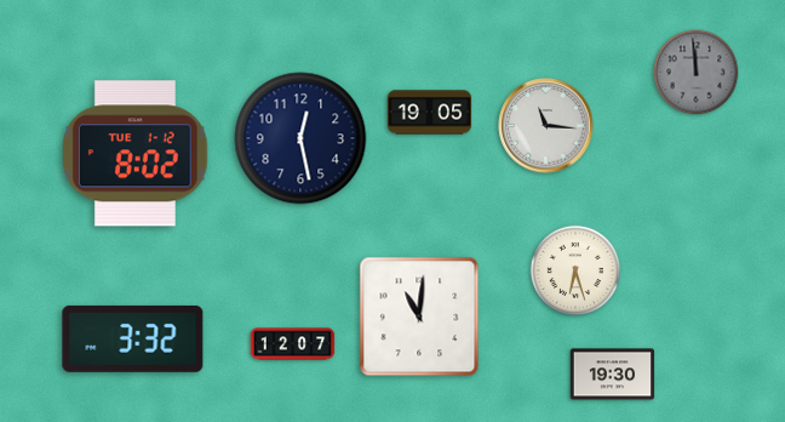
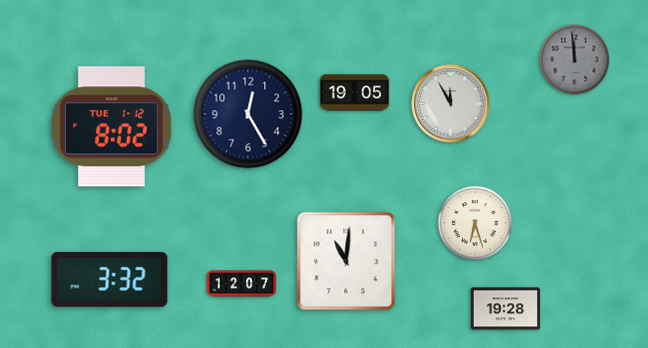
clock at (546, 126): 11:16 -> 11:55
clock at (300, 138): 12:28 -> 12:25
clock at (613, 375): 19:30 -> 19:28
